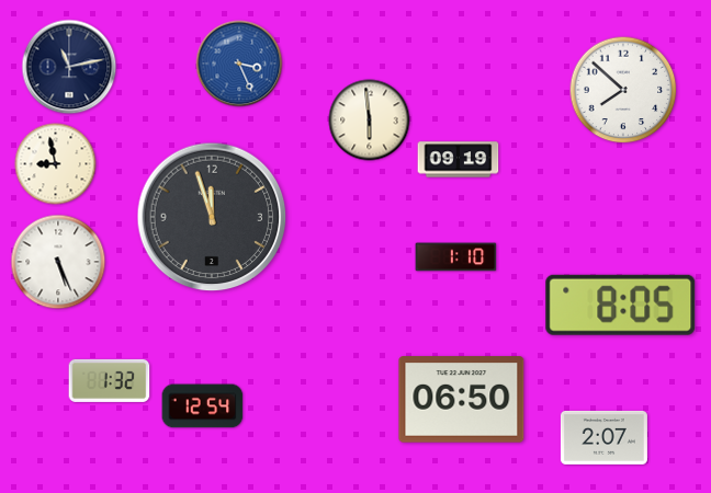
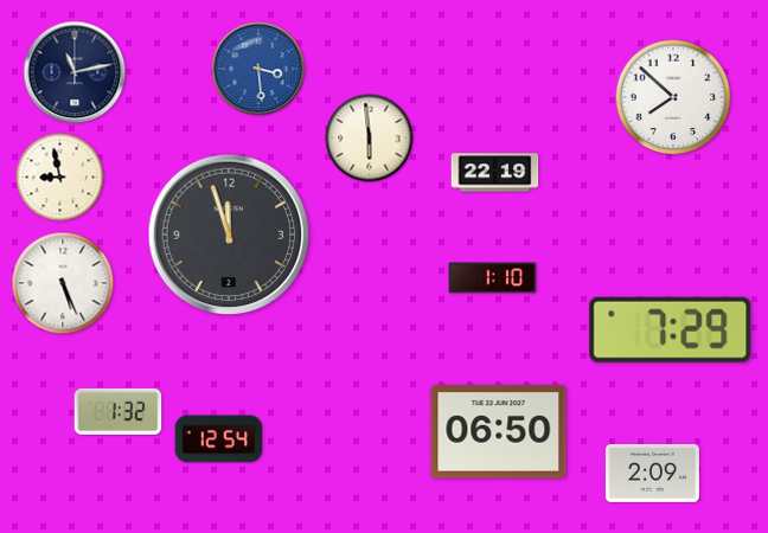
clock at (239, 64): 3:26 -> 3:29
clock at (370, 121) position: (370, 121) -> (370, 139)
clock at (459, 160): 09:19 -> 22:19
clock at (621, 305): 8:05 -> 7:29
clock at (603, 437): 2:07 -> 2:09
